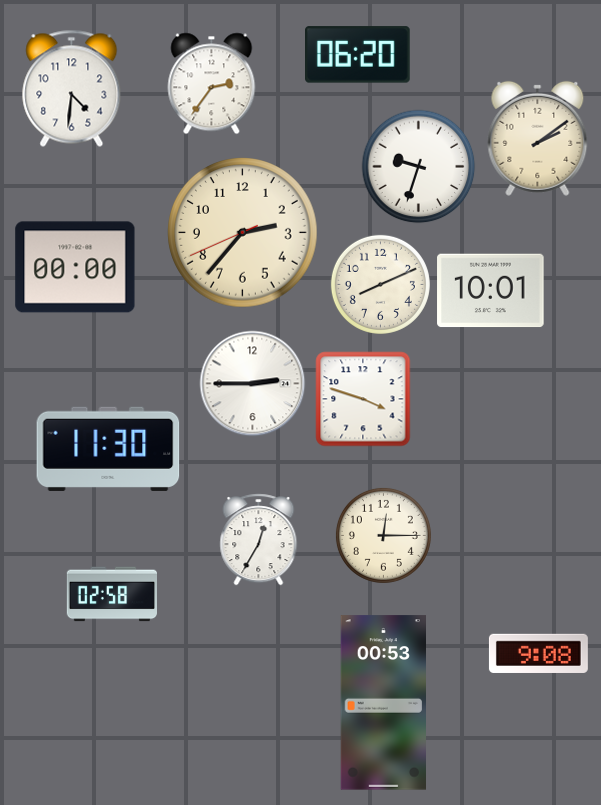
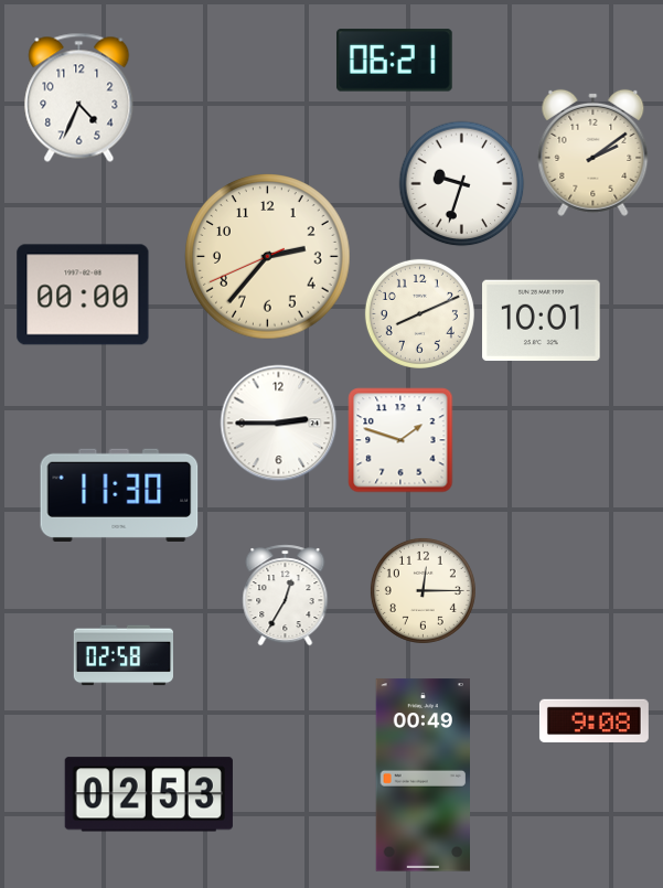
clock at (358, 55): 06:20 -> 06:21
clock at (212, 83): 2:36 -> none
clock at (72, 88): 4:31 -> 4:34
clock at (363, 399): 3:48 -> 1:48
clock at (383, 703): 00:53 -> 00:49
clock at (149, 794): none -> 02:53
